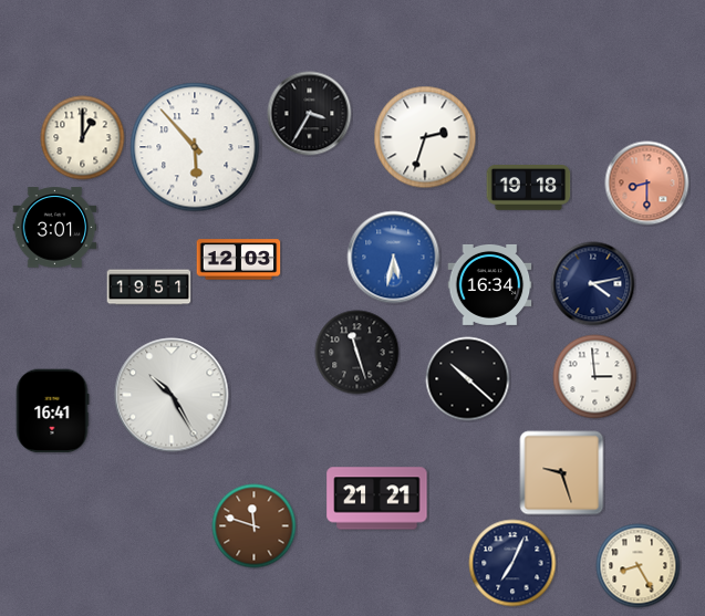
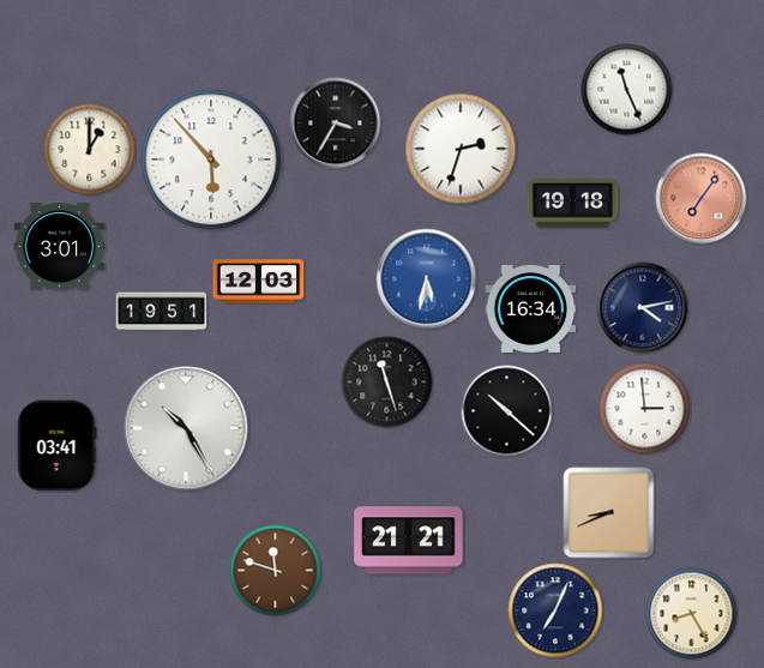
clock at (627, 90): none -> 11:26
clock at (647, 184): 8:30 -> 7:06
clock at (52, 411): 16:41 -> 03:41
clock at (562, 473): 9:27 -> 8:41
